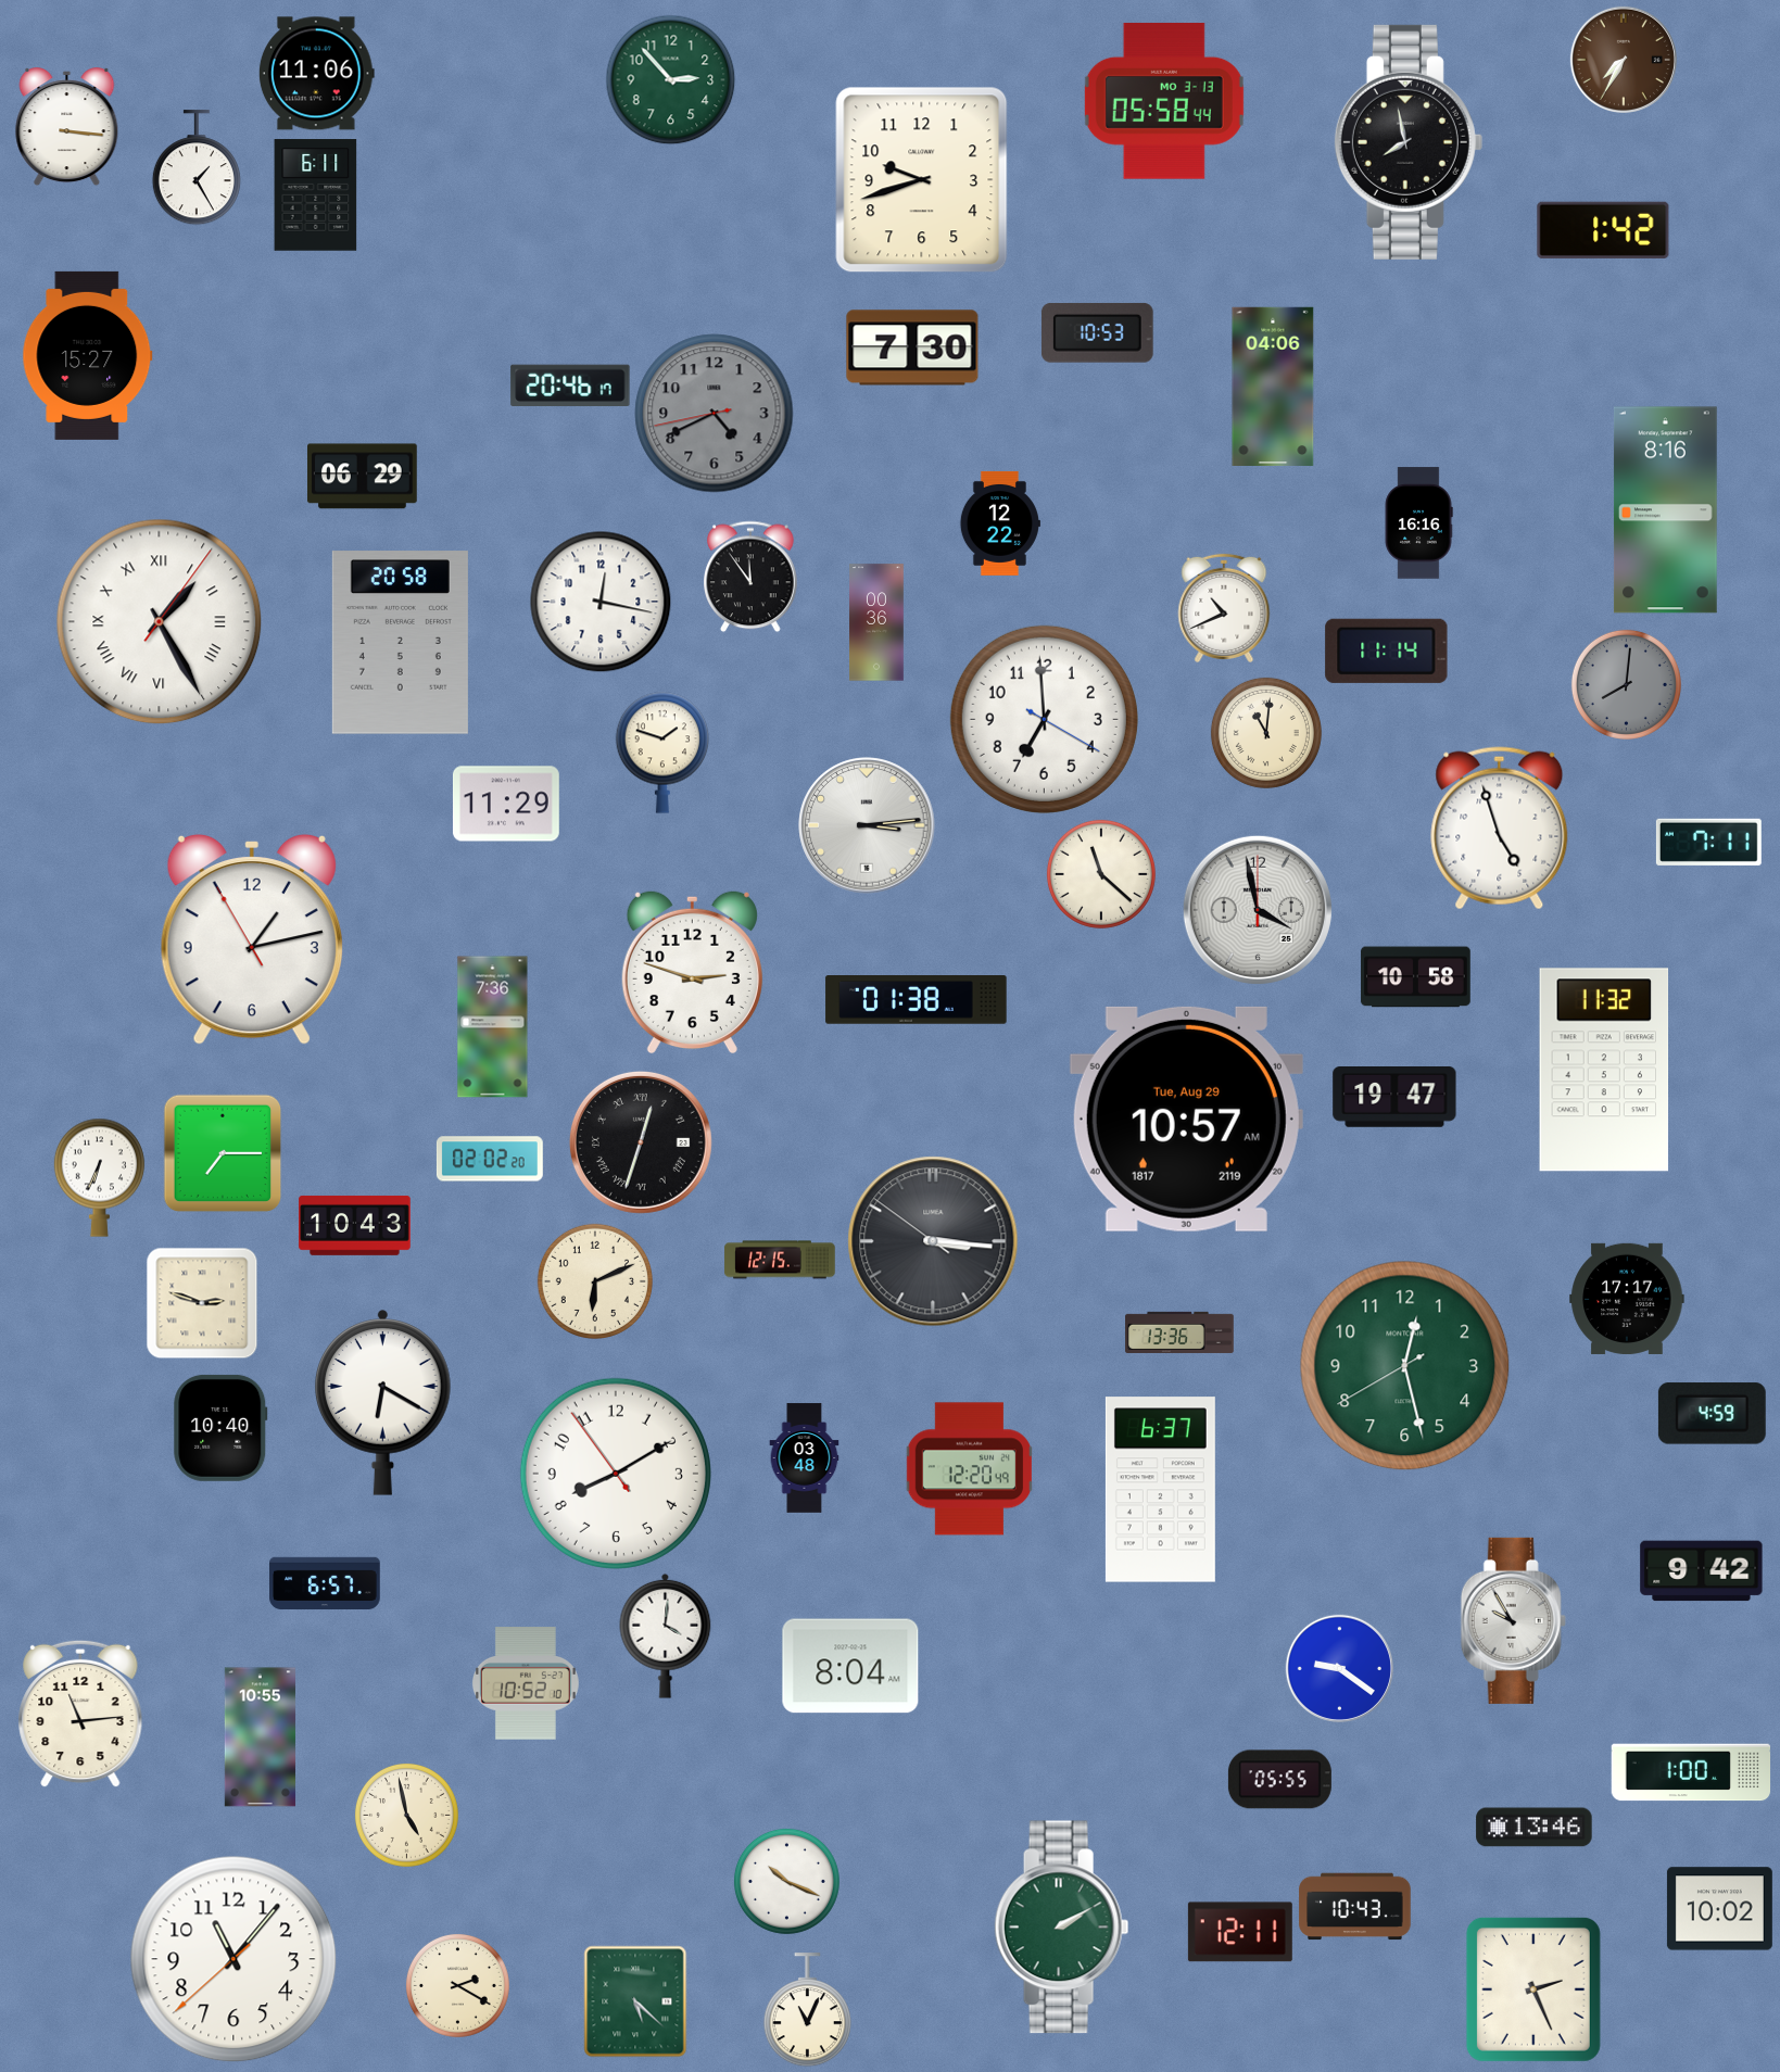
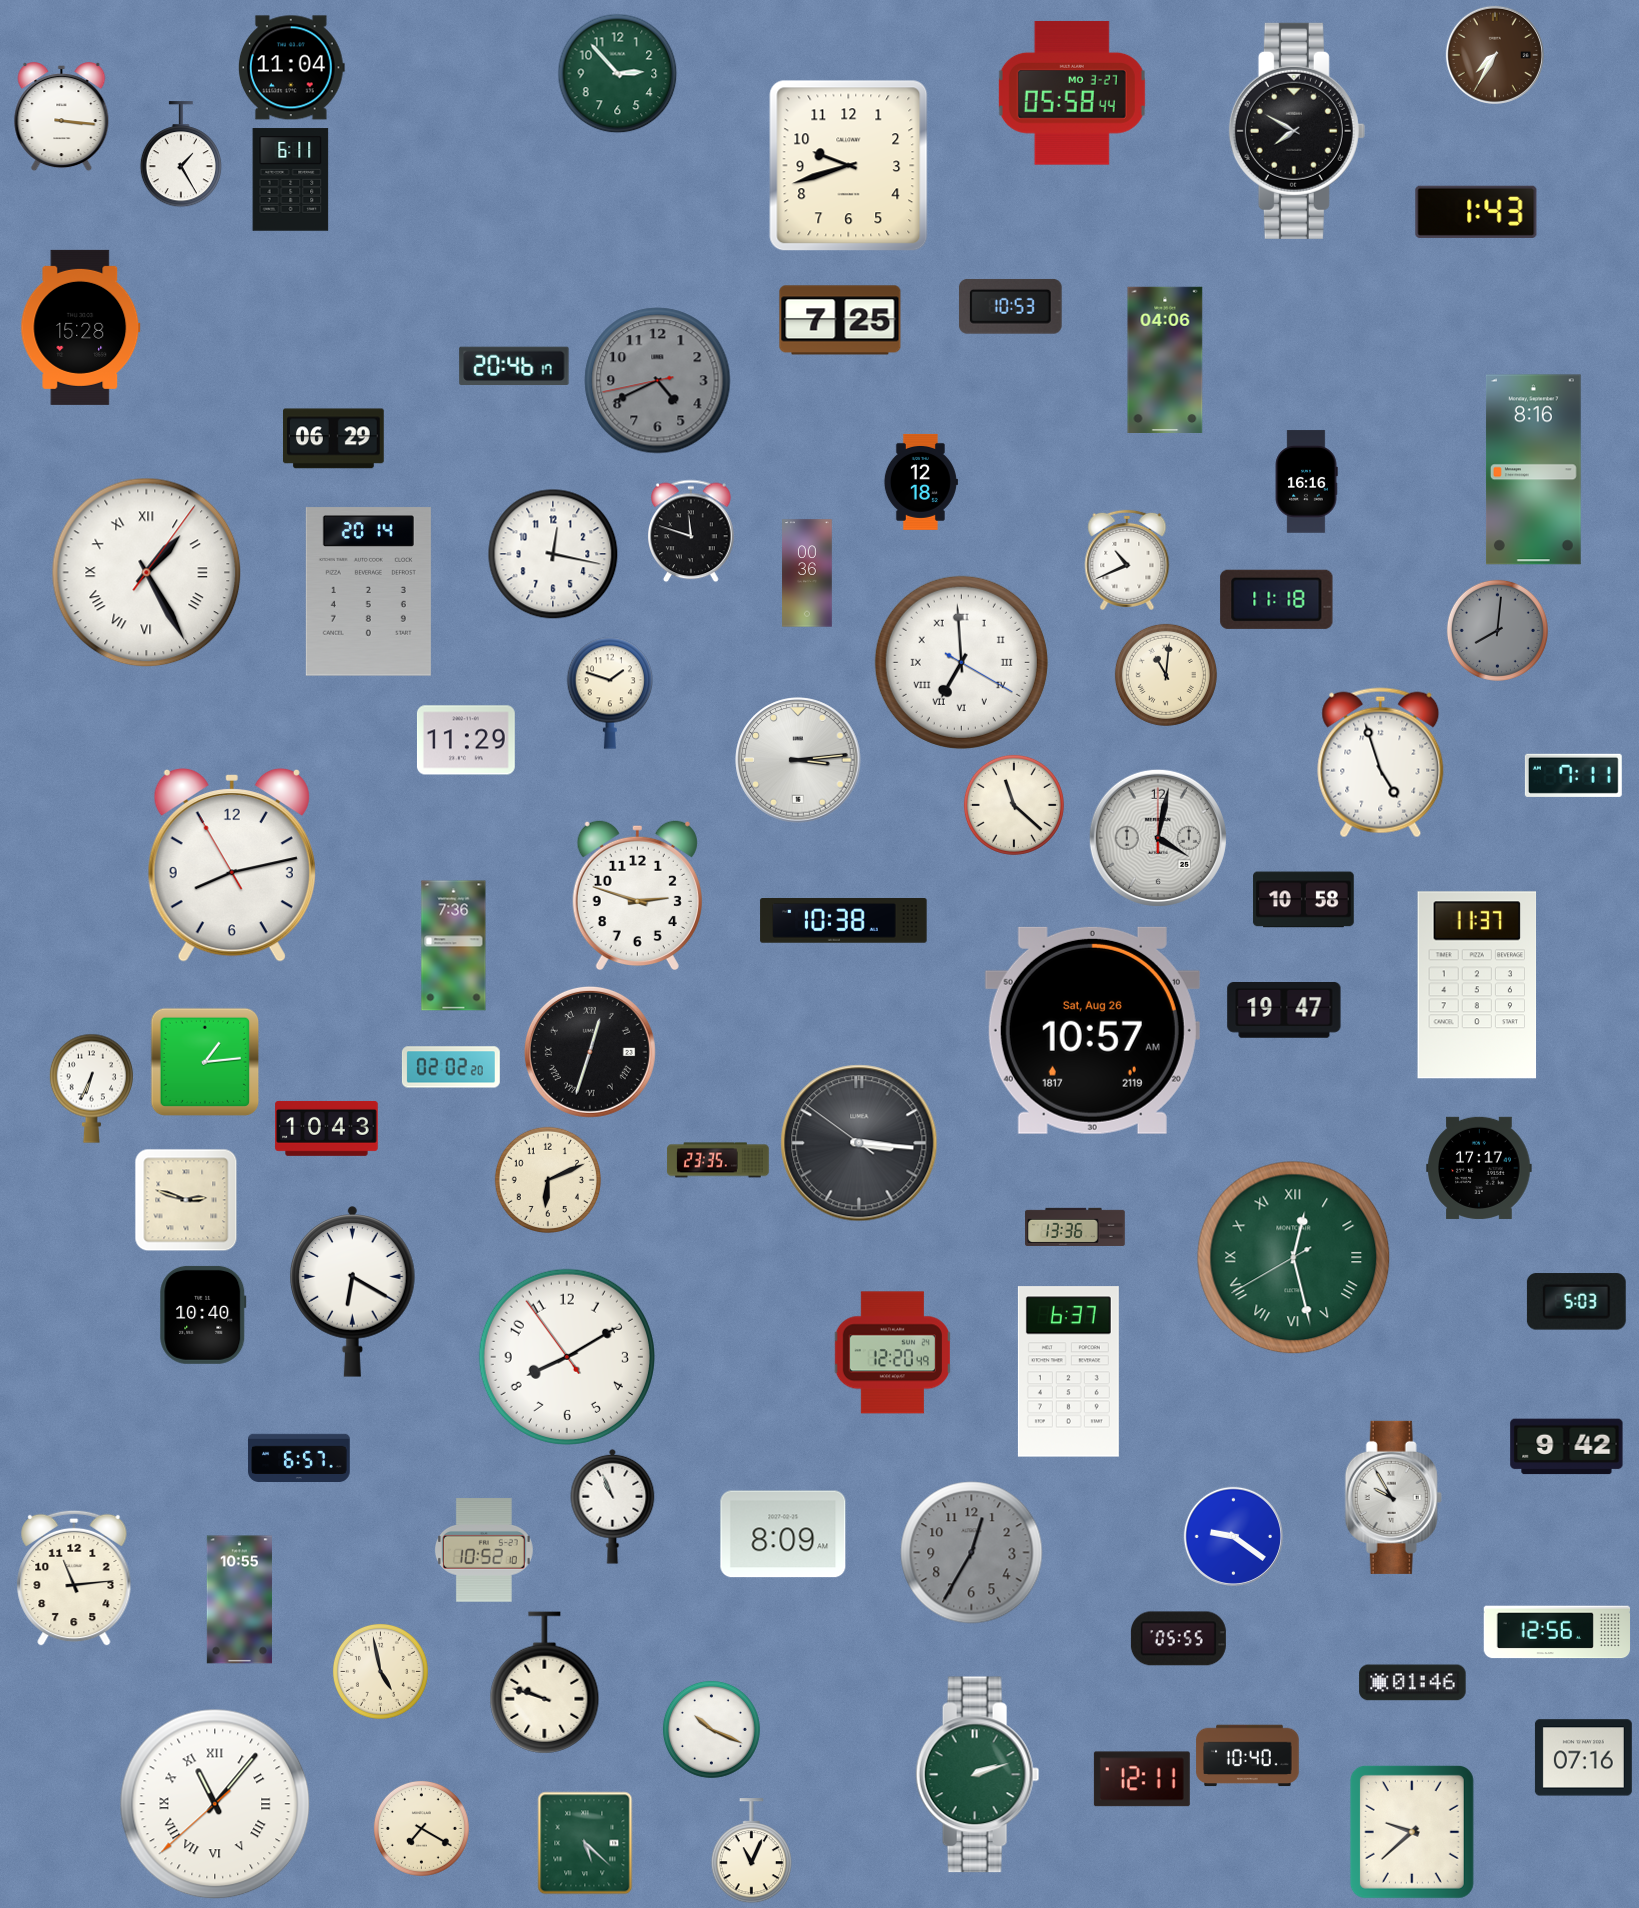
clock at (316, 74): 11:06 -> 11:04
clock at (1164, 101) date: MO 3-13 -> MO 3-27
clock at (1409, 142): 7:58 -> 7:50
clock at (1603, 230): 1:42 -> 1:43
clock at (912, 348): 7:30 -> 7:25
clock at (88, 355): 15:27 -> 15:28
clock at (570, 384) position: (570, 384) -> (514, 365)
clock at (1273, 386) position: (1273, 386) -> (1165, 359)
clock at (999, 523): 12:22 -> 12:18
clock at (750, 577): 11:54 -> 11:48
clock at (400, 643): 20:58 -> 20:14
clock at (1387, 650): 11:14 -> 11:18
clock at (1044, 719) numerals: Arabic -> Roman
clock at (1258, 910): 3:58 -> 4:02
clock at (252, 939): 1:12 -> 8:12
clock at (917, 1000): 01:38 -> 10:38
clock at (1604, 1070): 11:32 -> 11:37
clock at (1186, 1119) date: Tue, Aug 29 -> Sat, Aug 26
clock at (223, 1153): 7:15 -> 1:14
clock at (99, 1177) position: (99, 1177) -> (91, 1088)
clock at (780, 1260): 12:15 -> 23:35
clock at (1627, 1299) position: (1627, 1299) -> (1479, 1168)
clock at (1179, 1332) position: (1179, 1332) -> (1075, 1227)
clock at (1405, 1366) numerals: Arabic -> Roman
clock at (1712, 1414): 4:59 -> 5:03
clock at (805, 1458): 03:48 -> none
clock at (1513, 1620) position: (1513, 1620) -> (1393, 1497)
clock at (666, 1635): 4:01 -> 10:56
clock at (850, 1666): 8:04 -> 8:09
clock at (972, 1553): none -> 12:35
clock at (1691, 1772): 1:00 -> 12:56
clock at (406, 1815) position: (406, 1815) -> (380, 1671)
clock at (545, 1683): none -> 9:48
clock at (1535, 1828): 13:46 -> 01:46
clock at (786, 1881) position: (786, 1881) -> (711, 1729)
clock at (1355, 1907): 10:43 -> 10:40
clock at (1719, 1909): 10:02 -> 07:16
clock at (1062, 1928): 2:10 -> 2:12
clock at (233, 1959) numerals: Arabic -> Roman
clock at (457, 1985): 2:20 -> 7:20
clock at (1533, 1989): 2:26 -> 9:38
clock at (807, 2010) position: (807, 2010) -> (751, 1851)
